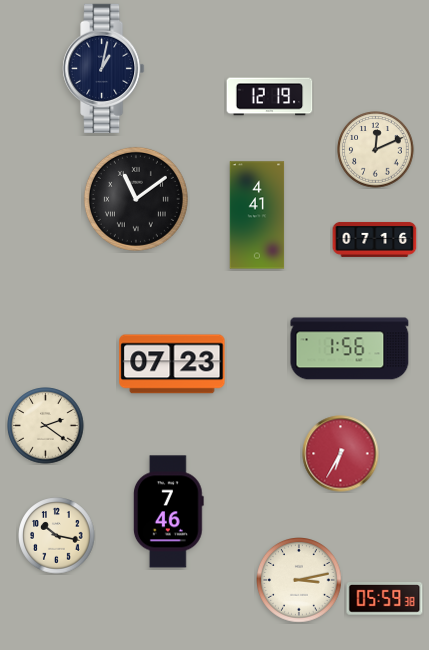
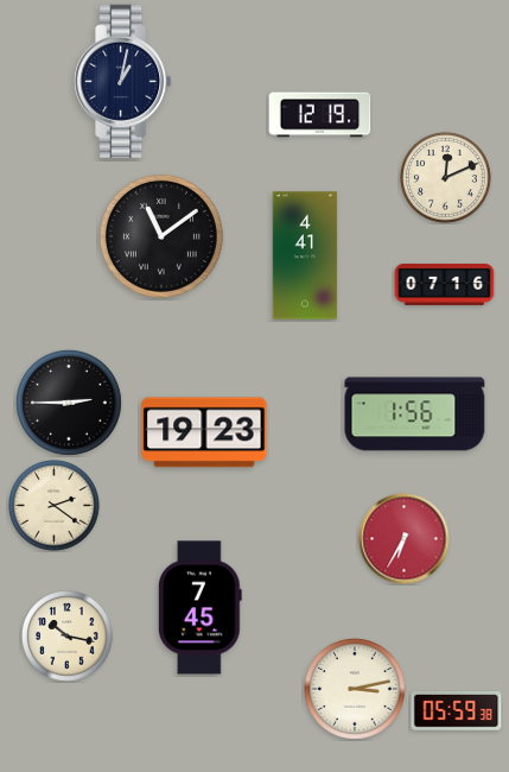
clock at (69, 403): none -> 2:45
clock at (172, 364): 07:23 -> 19:23
clock at (168, 512): 7:46 -> 7:45
